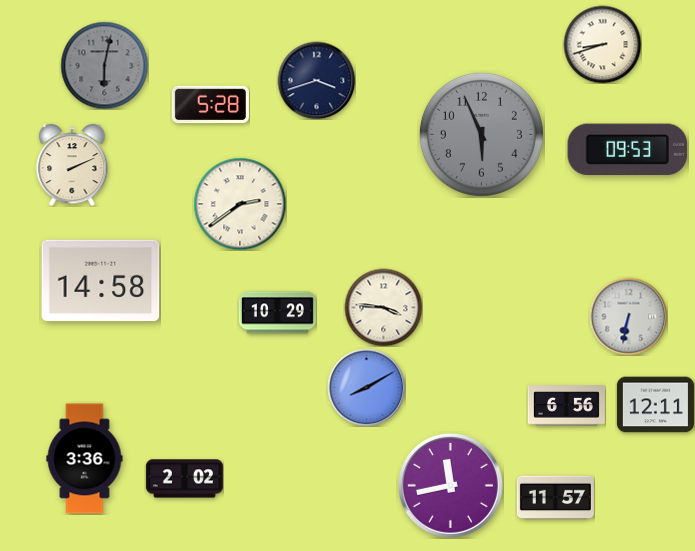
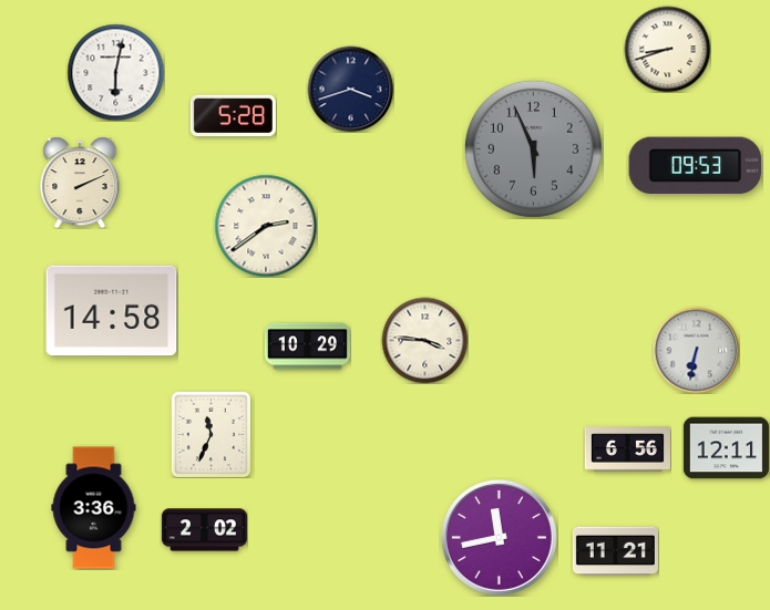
clock at (104, 65) dial: grey -> white
clock at (366, 387): 8:10 -> none
clock at (212, 434): none -> 11:34
clock at (555, 498): 11:57 -> 11:21
